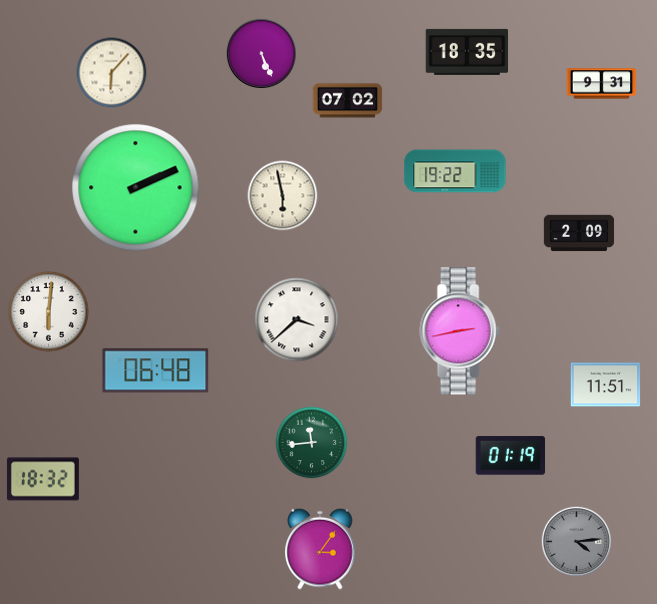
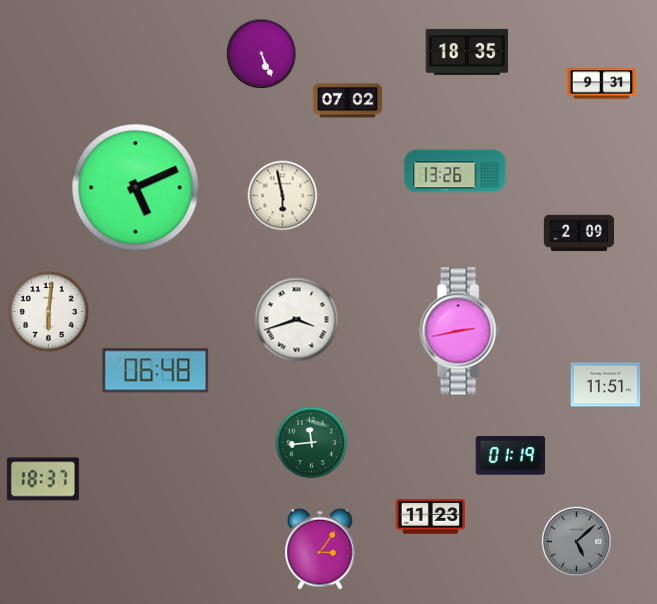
clock at (112, 73): 6:07 -> none
clock at (455, 171): 19:22 -> 13:26
clock at (136, 188): 2:11 -> 5:11
clock at (297, 320): 3:38 -> 3:42
clock at (43, 479): 18:32 -> 18:37
clock at (431, 517): none -> 11:23
clock at (577, 542): 4:14 -> 5:08
